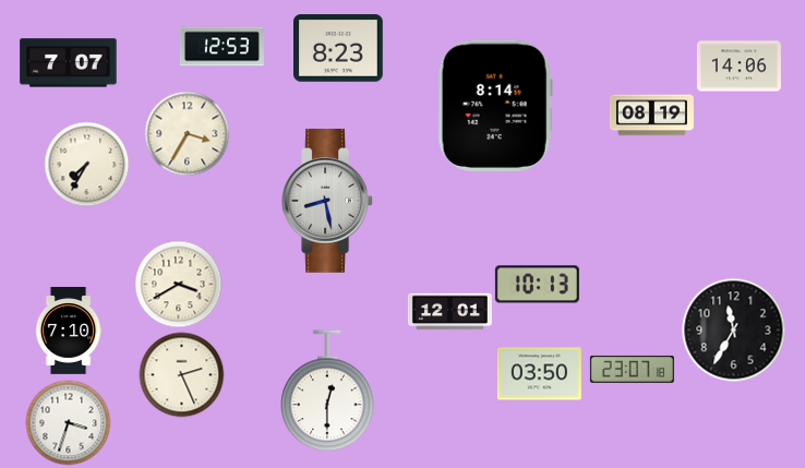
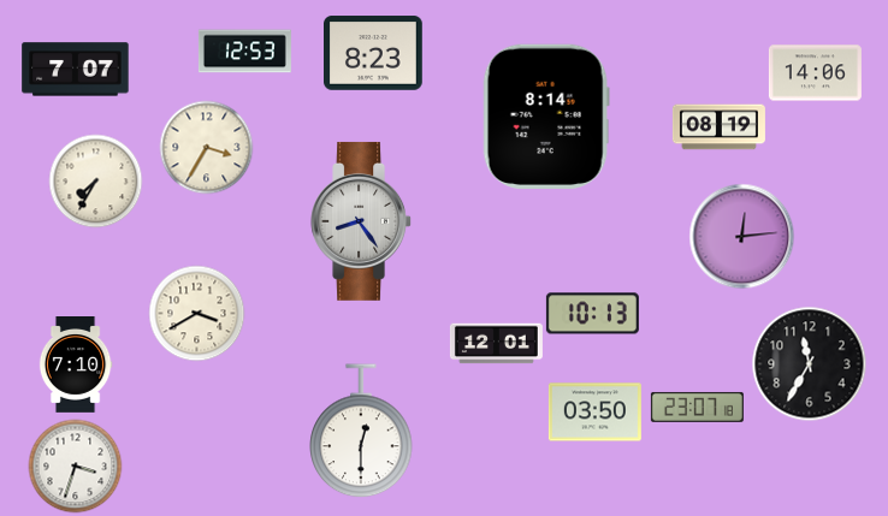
clock at (327, 201): 8:28 -> 8:24
clock at (741, 236): none -> 12:14
clock at (181, 374): 2:26 -> none
